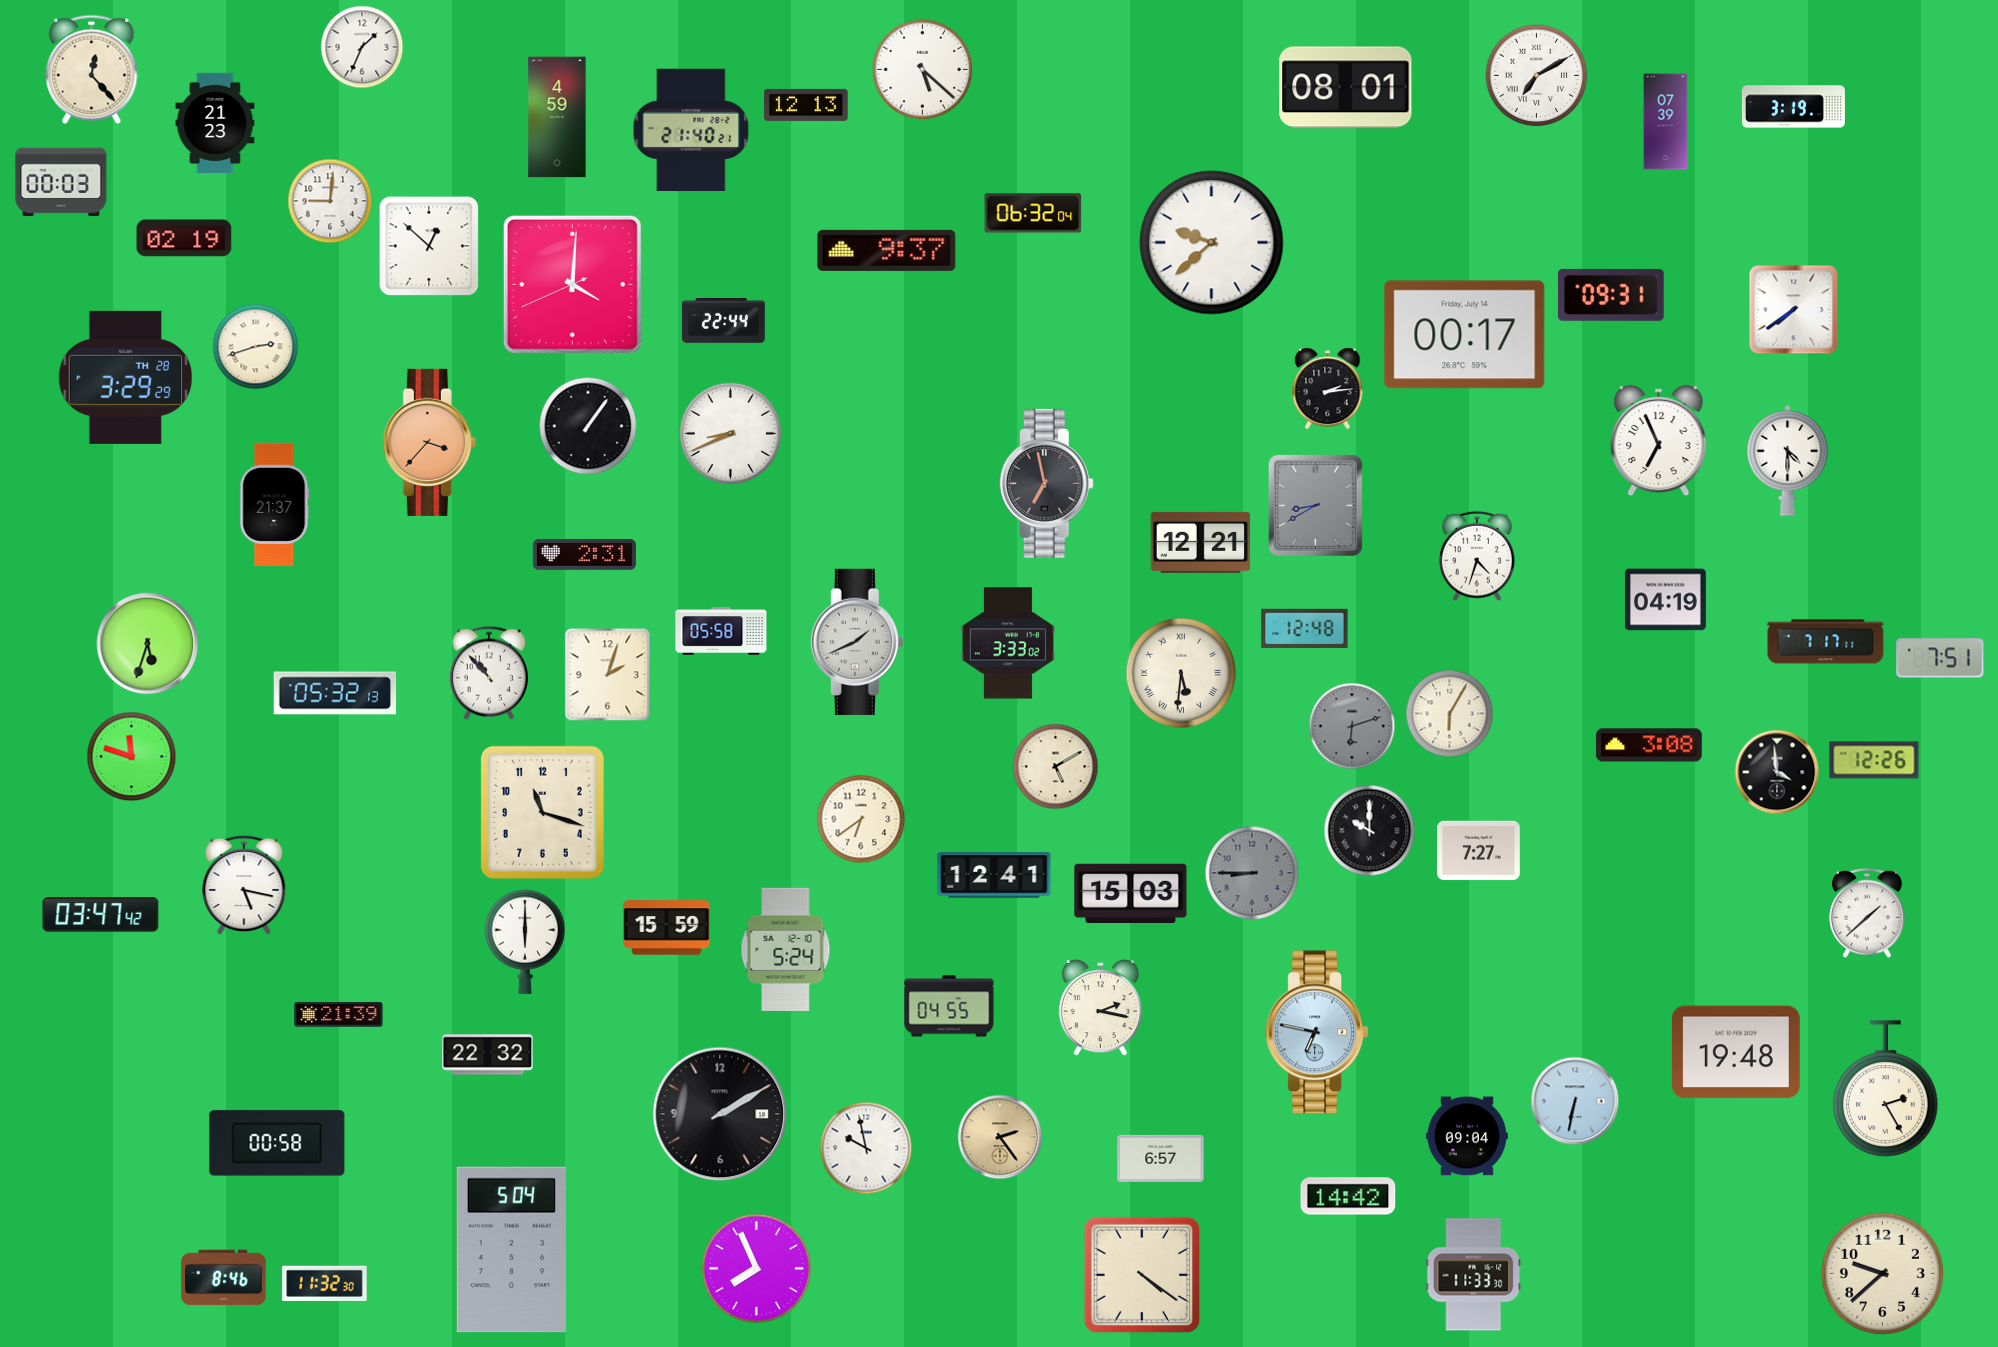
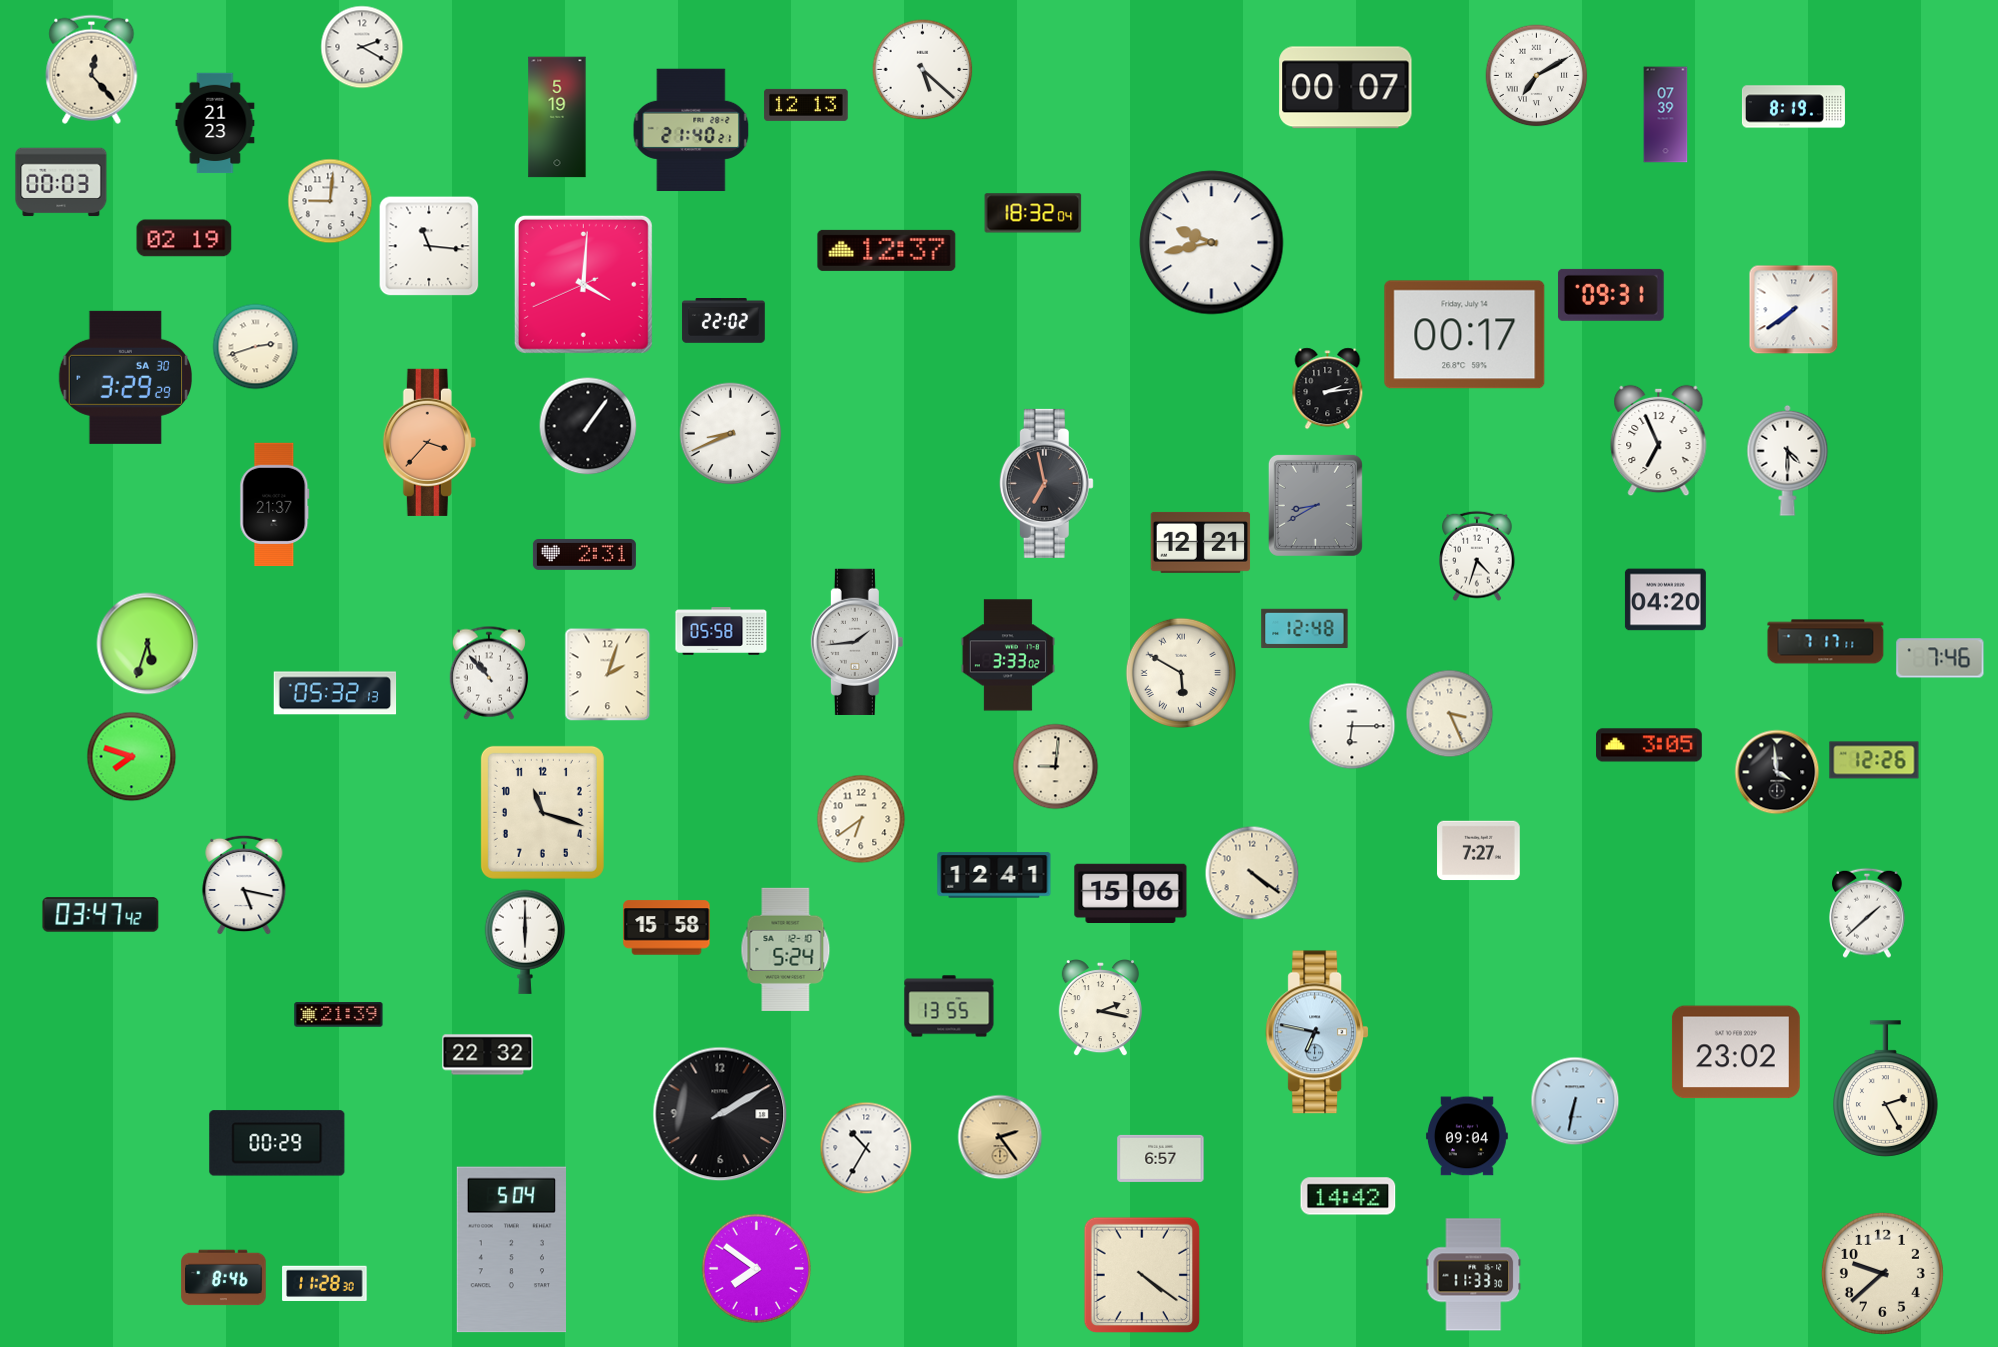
clock at (362, 47): 1:34 -> 2:20
clock at (1346, 88): 08:01 -> 00:07
clock at (1793, 107): 3:19 -> 8:19
clock at (557, 117): 4:59 -> 5:19
clock at (1666, 122) position: (1666, 122) -> (1666, 115)
clock at (1033, 213): 06:32 -> 18:32
clock at (1212, 243): 9:38 -> 9:43
clock at (429, 246): 12:52 -> 11:16
clock at (887, 250): 9:37 -> 12:37
clock at (572, 284) position: (572, 284) -> (583, 284)
clock at (724, 321): 22:44 -> 22:02
clock at (125, 377) date: TH 28 -> SA 30
clock at (1665, 600): 04:19 -> 04:20
clock at (857, 642): 1:41 -> 1:44
clock at (1008, 643) position: (1008, 643) -> (1008, 655)
clock at (1940, 658): 7:51 -> 7:46
clock at (1180, 672): 5:31 -> 5:50
clock at (1450, 714): 6:05 -> 3:26
clock at (1352, 726): 6:12 -> 6:15
clock at (1352, 726) dial: grey -> white
clock at (1649, 745): 3:08 -> 3:05
clock at (132, 757): 11:48 -> 7:48
clock at (1056, 767): 5:10 -> 9:01
clock at (1370, 831): 10:00 -> none
clock at (1252, 873): 8:45 -> 4:21
clock at (1252, 873) dial: grey -> cream
clock at (1131, 893): 15:03 -> 15:06
clock at (667, 928): 15:59 -> 15:58
clock at (949, 1006): 04:55 -> 13:55
clock at (1736, 1052): 19:48 -> 23:02
clock at (277, 1143): 00:58 -> 00:29
clock at (866, 1148): 9:58 -> 10:35
clock at (756, 1268): 7:56 -> 7:51
clock at (325, 1283): 11:32 -> 11:28
